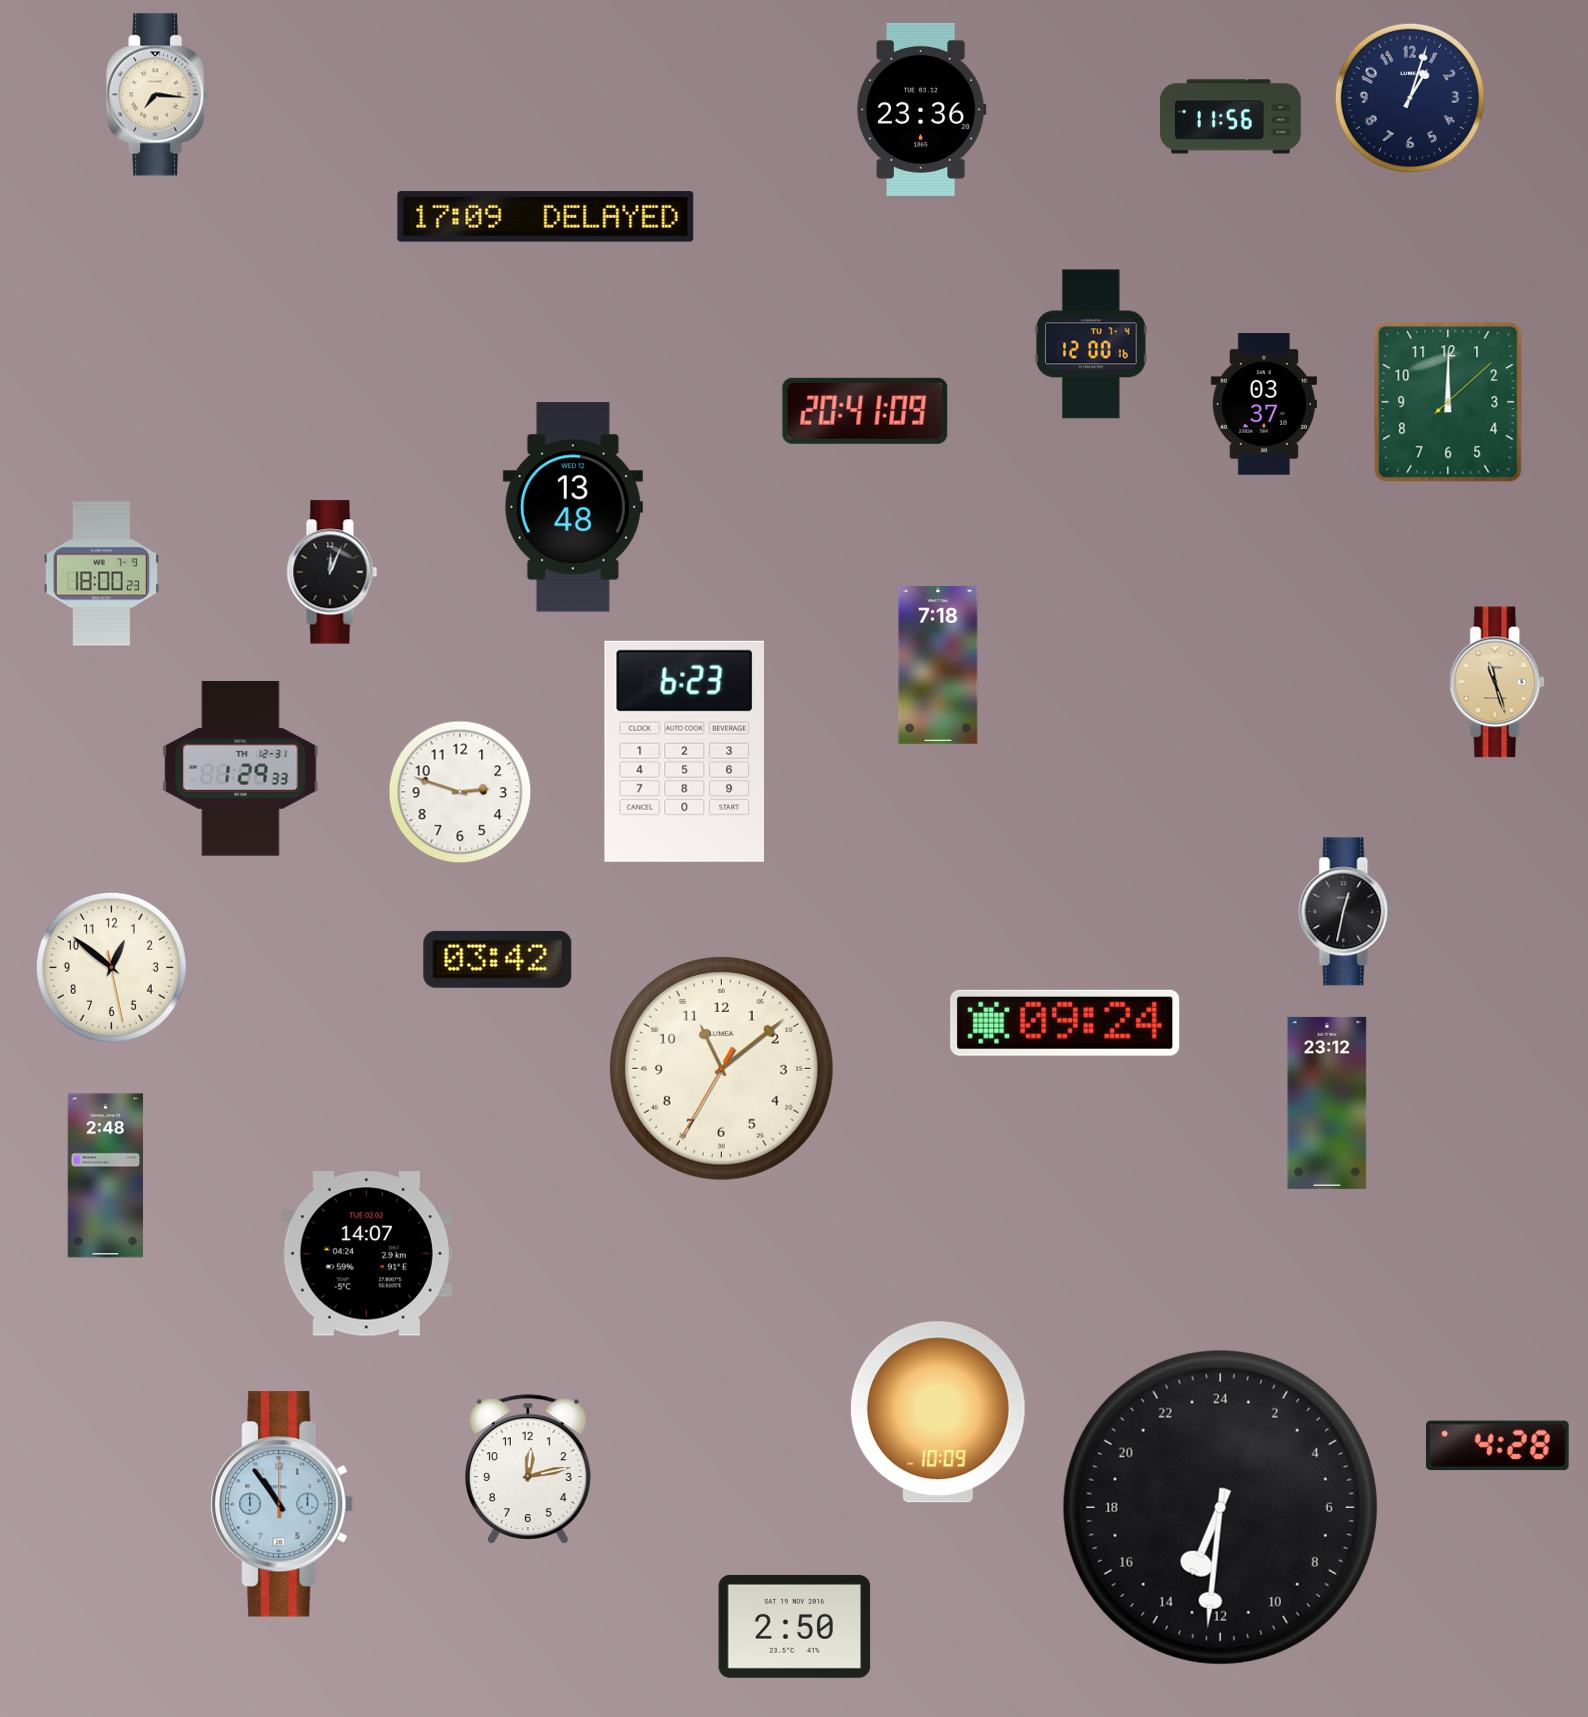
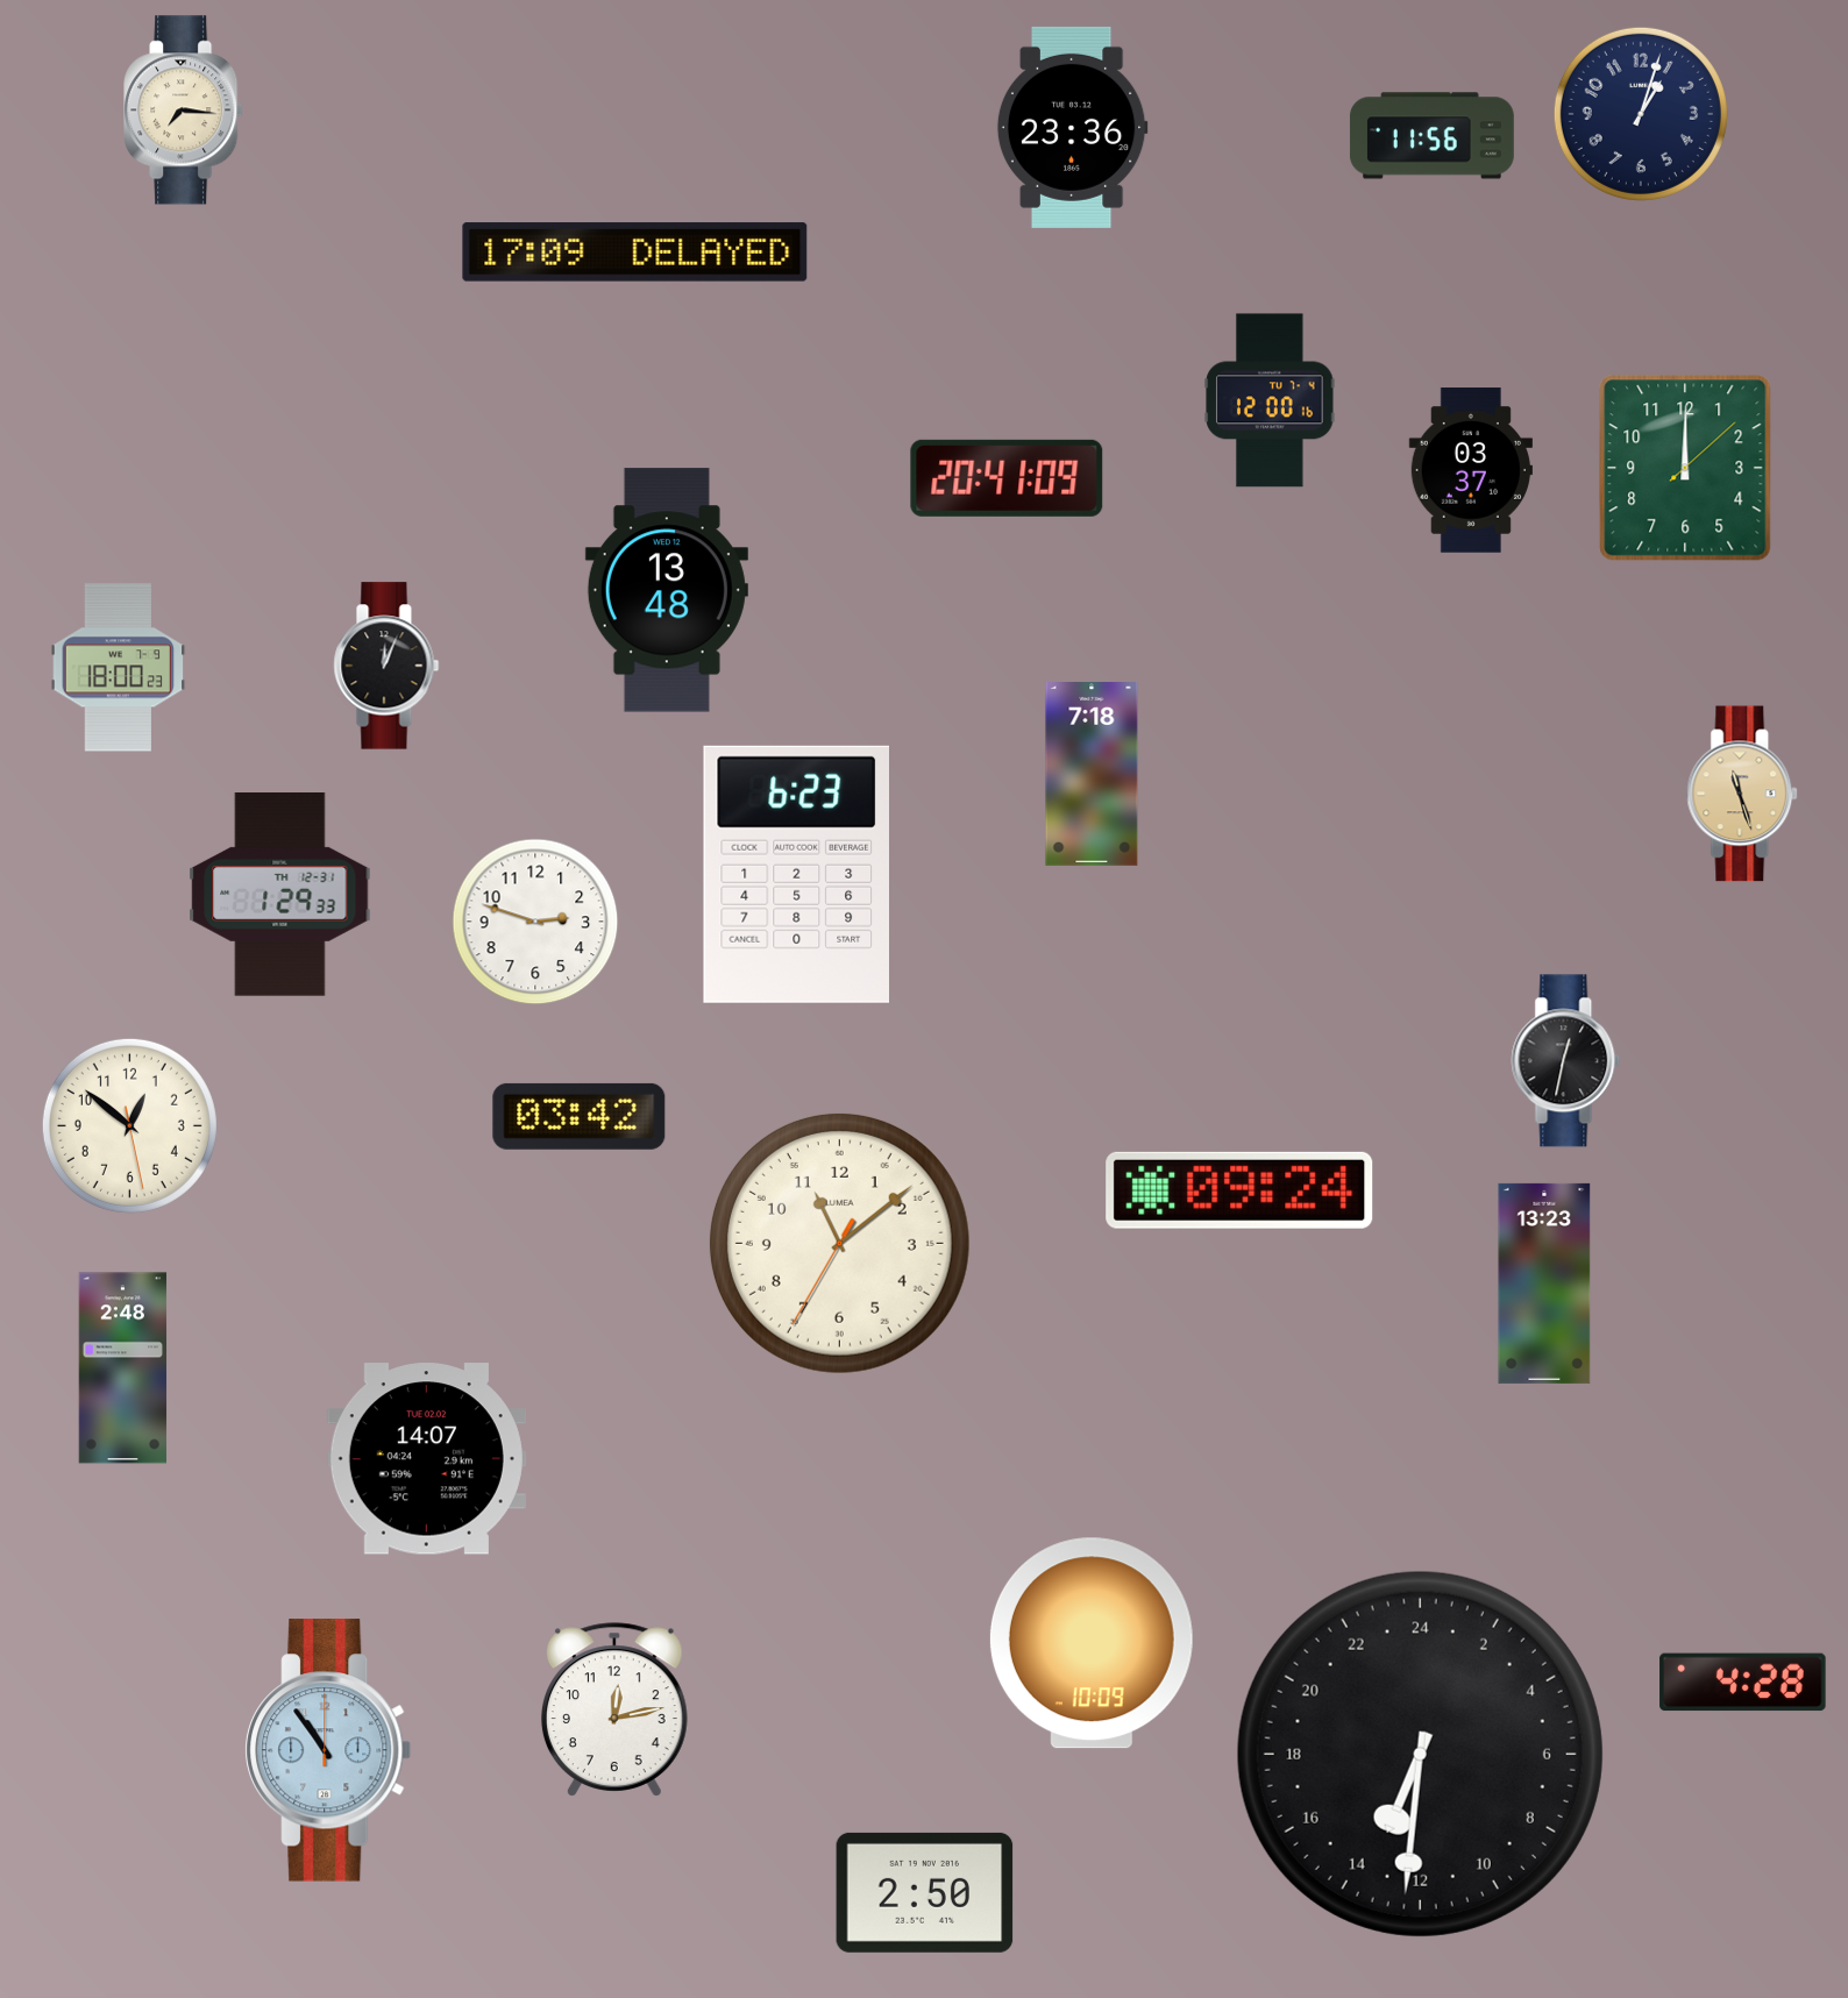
clock at (1327, 1103): 23:12 -> 13:23
